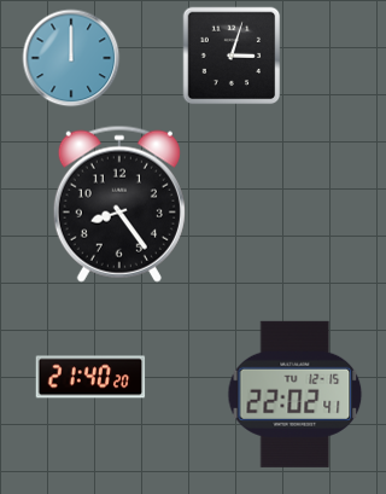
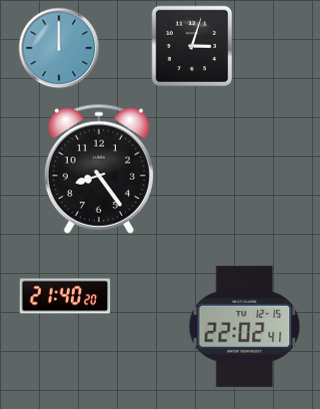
clock at (90, 377) position: (90, 377) -> (65, 296)
